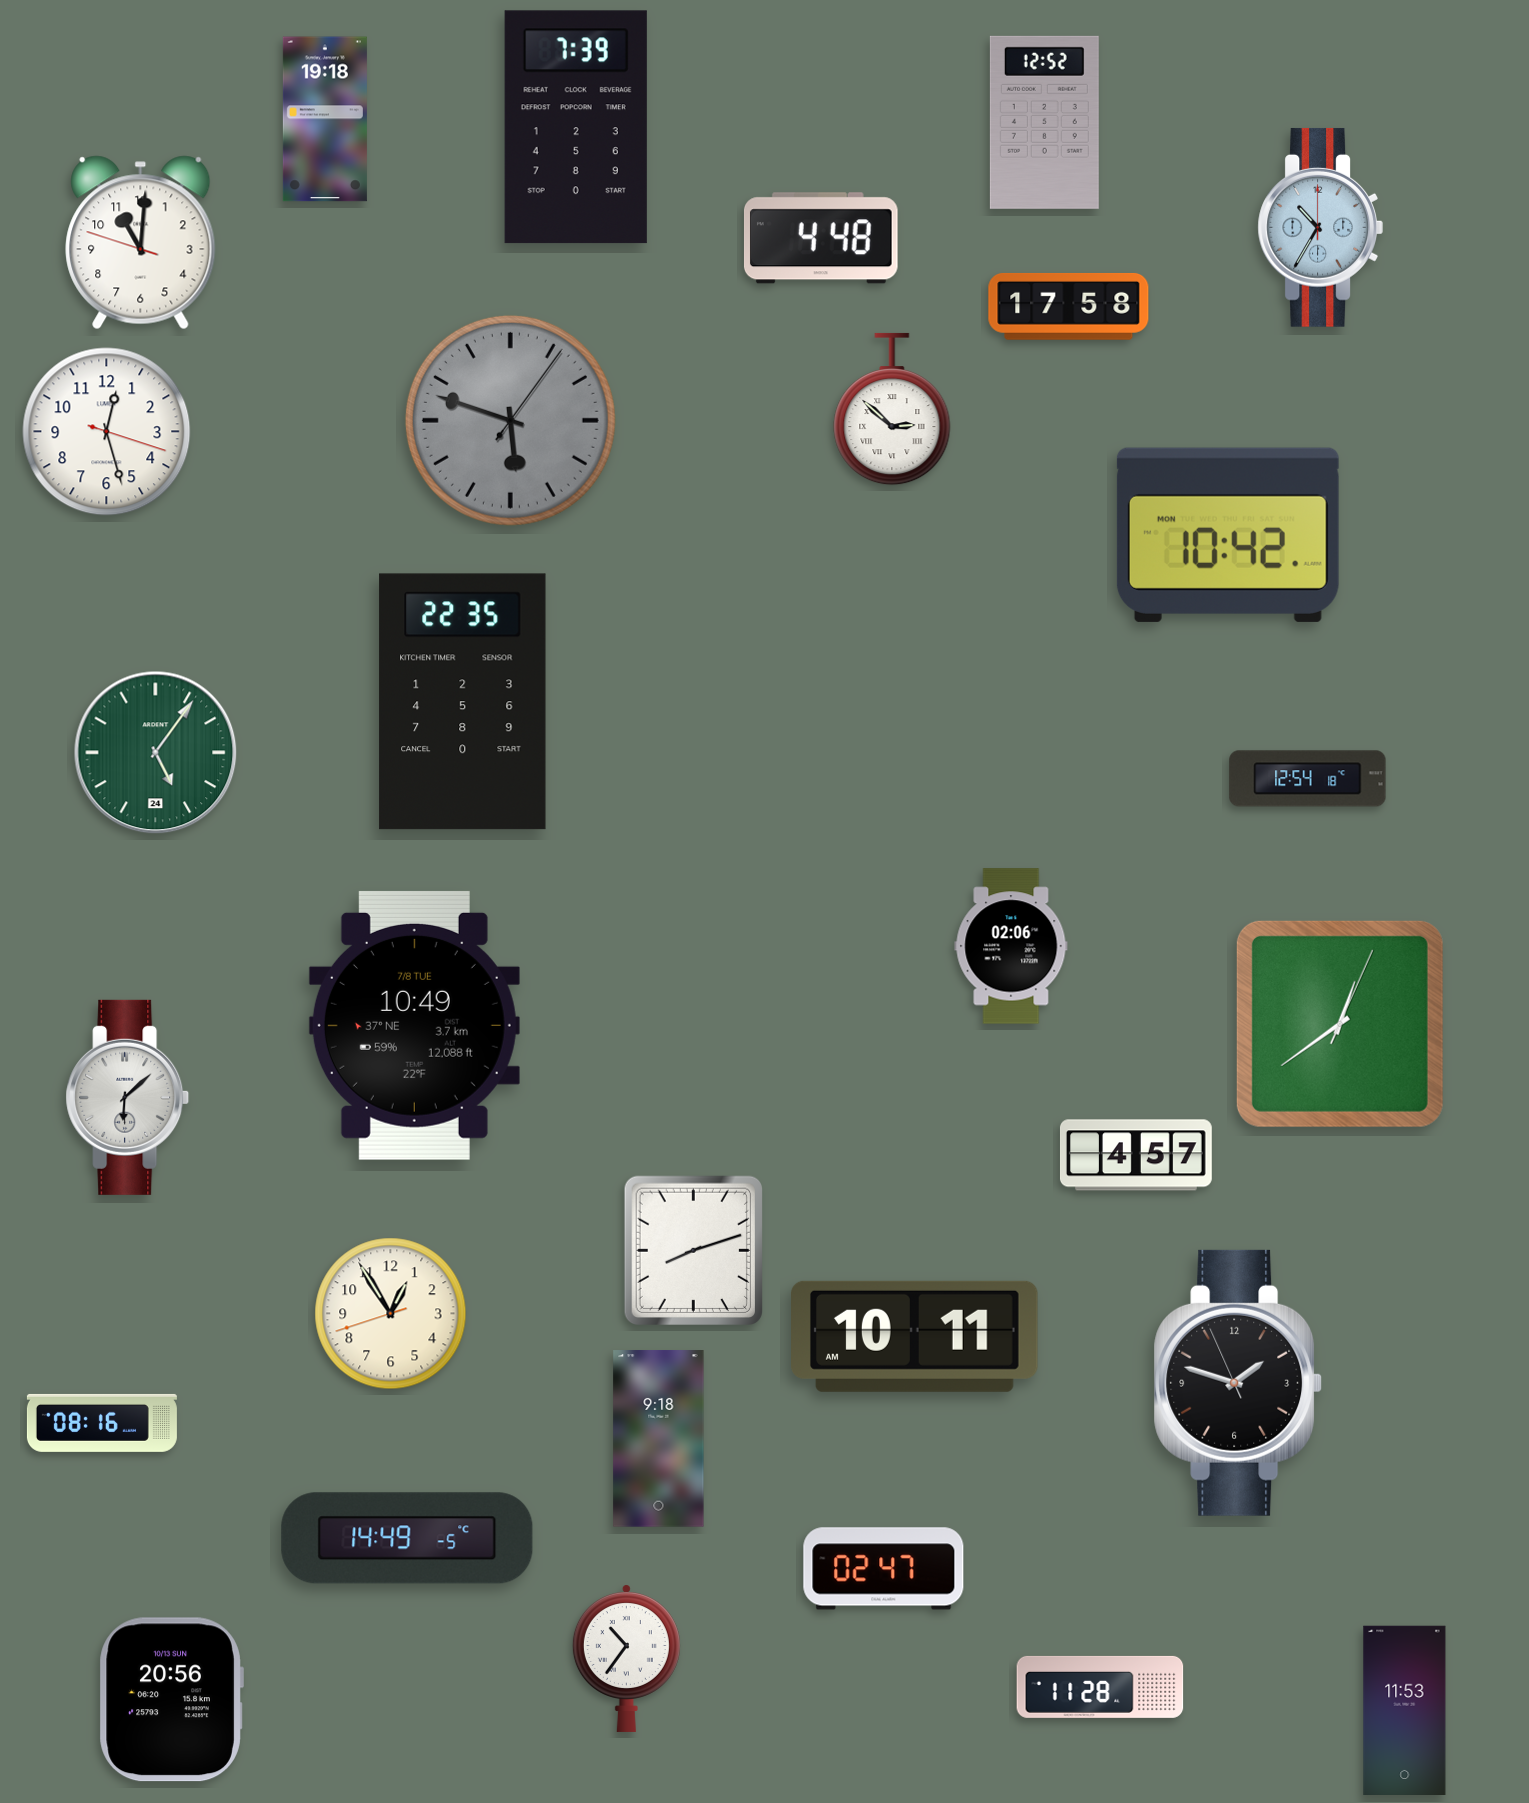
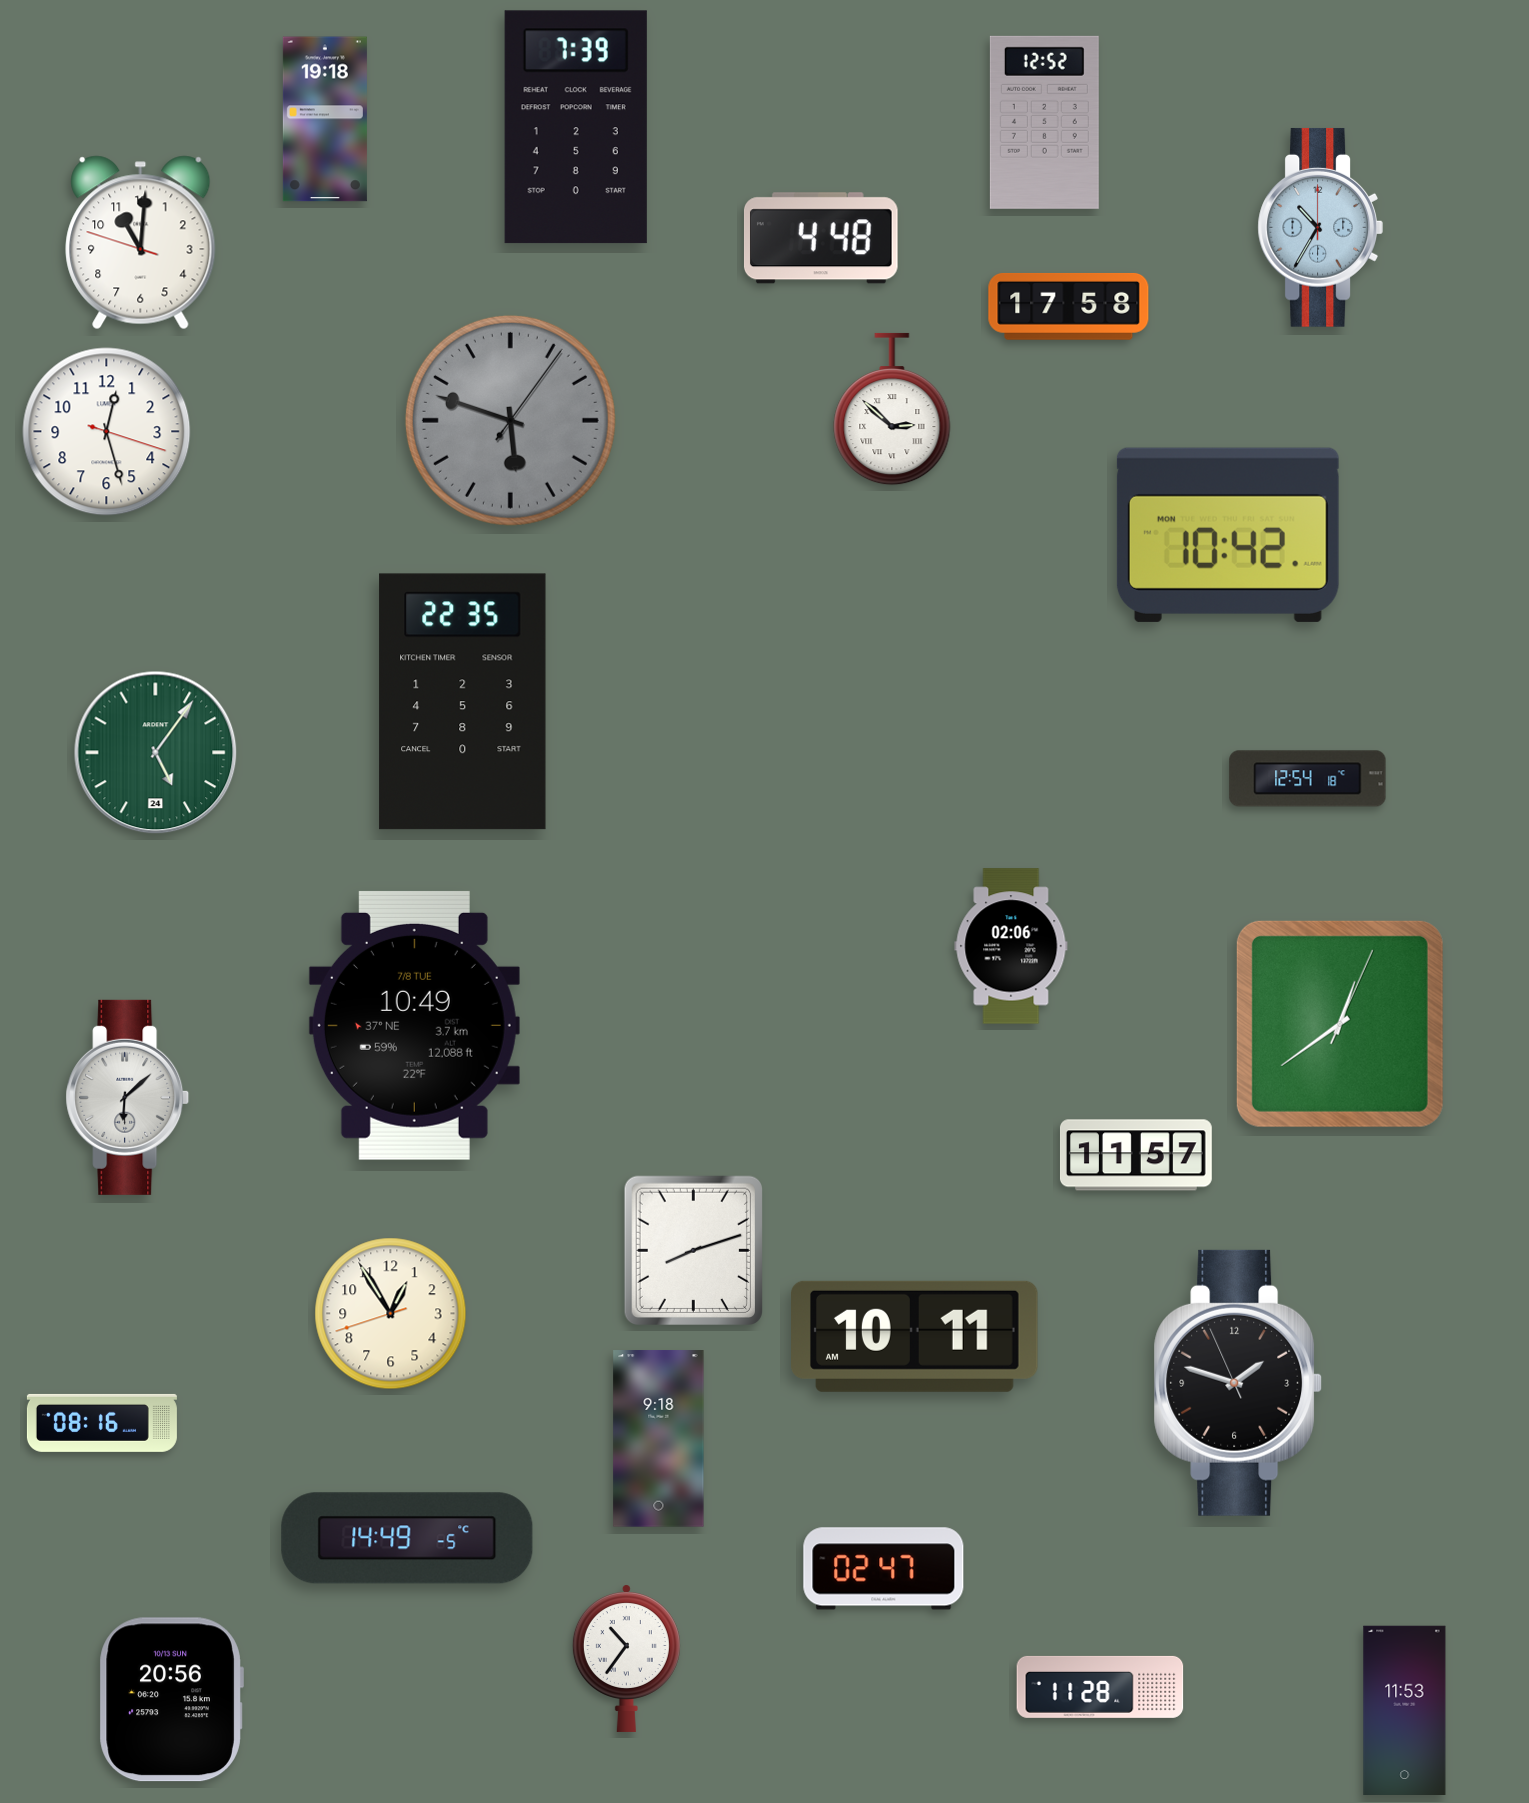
clock at (1136, 1155): 4:57 -> 11:57
